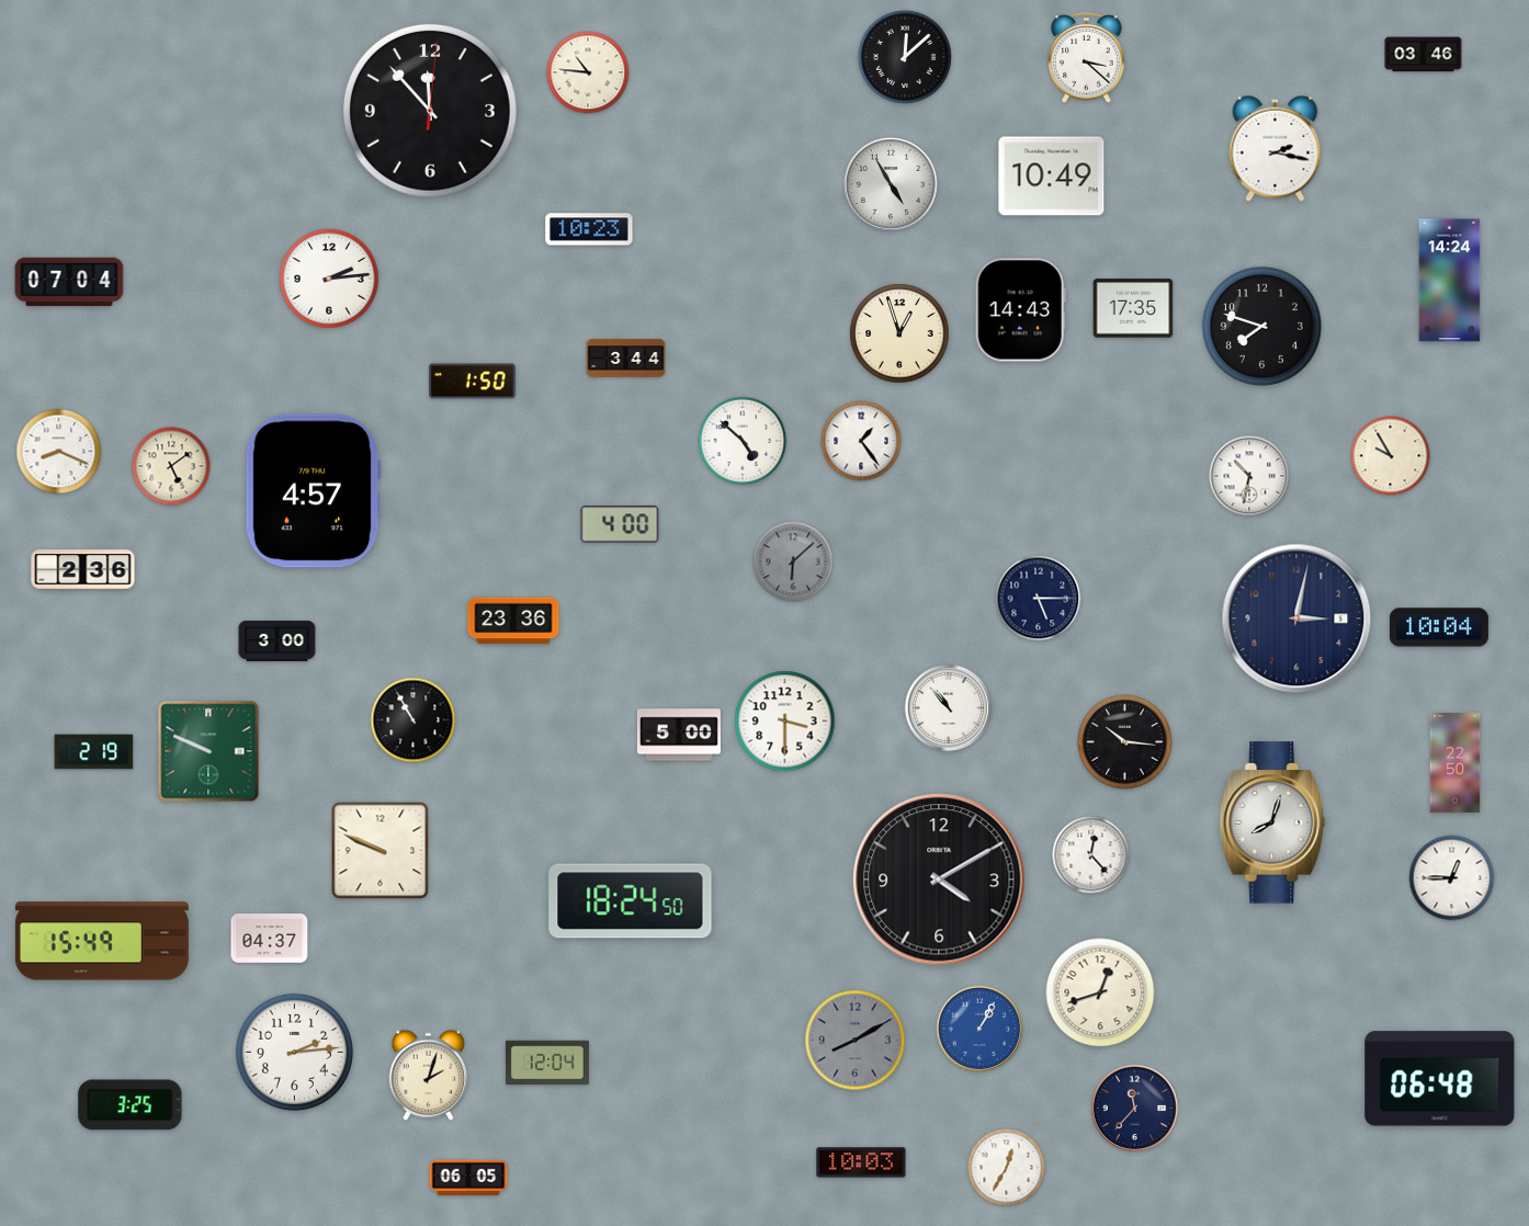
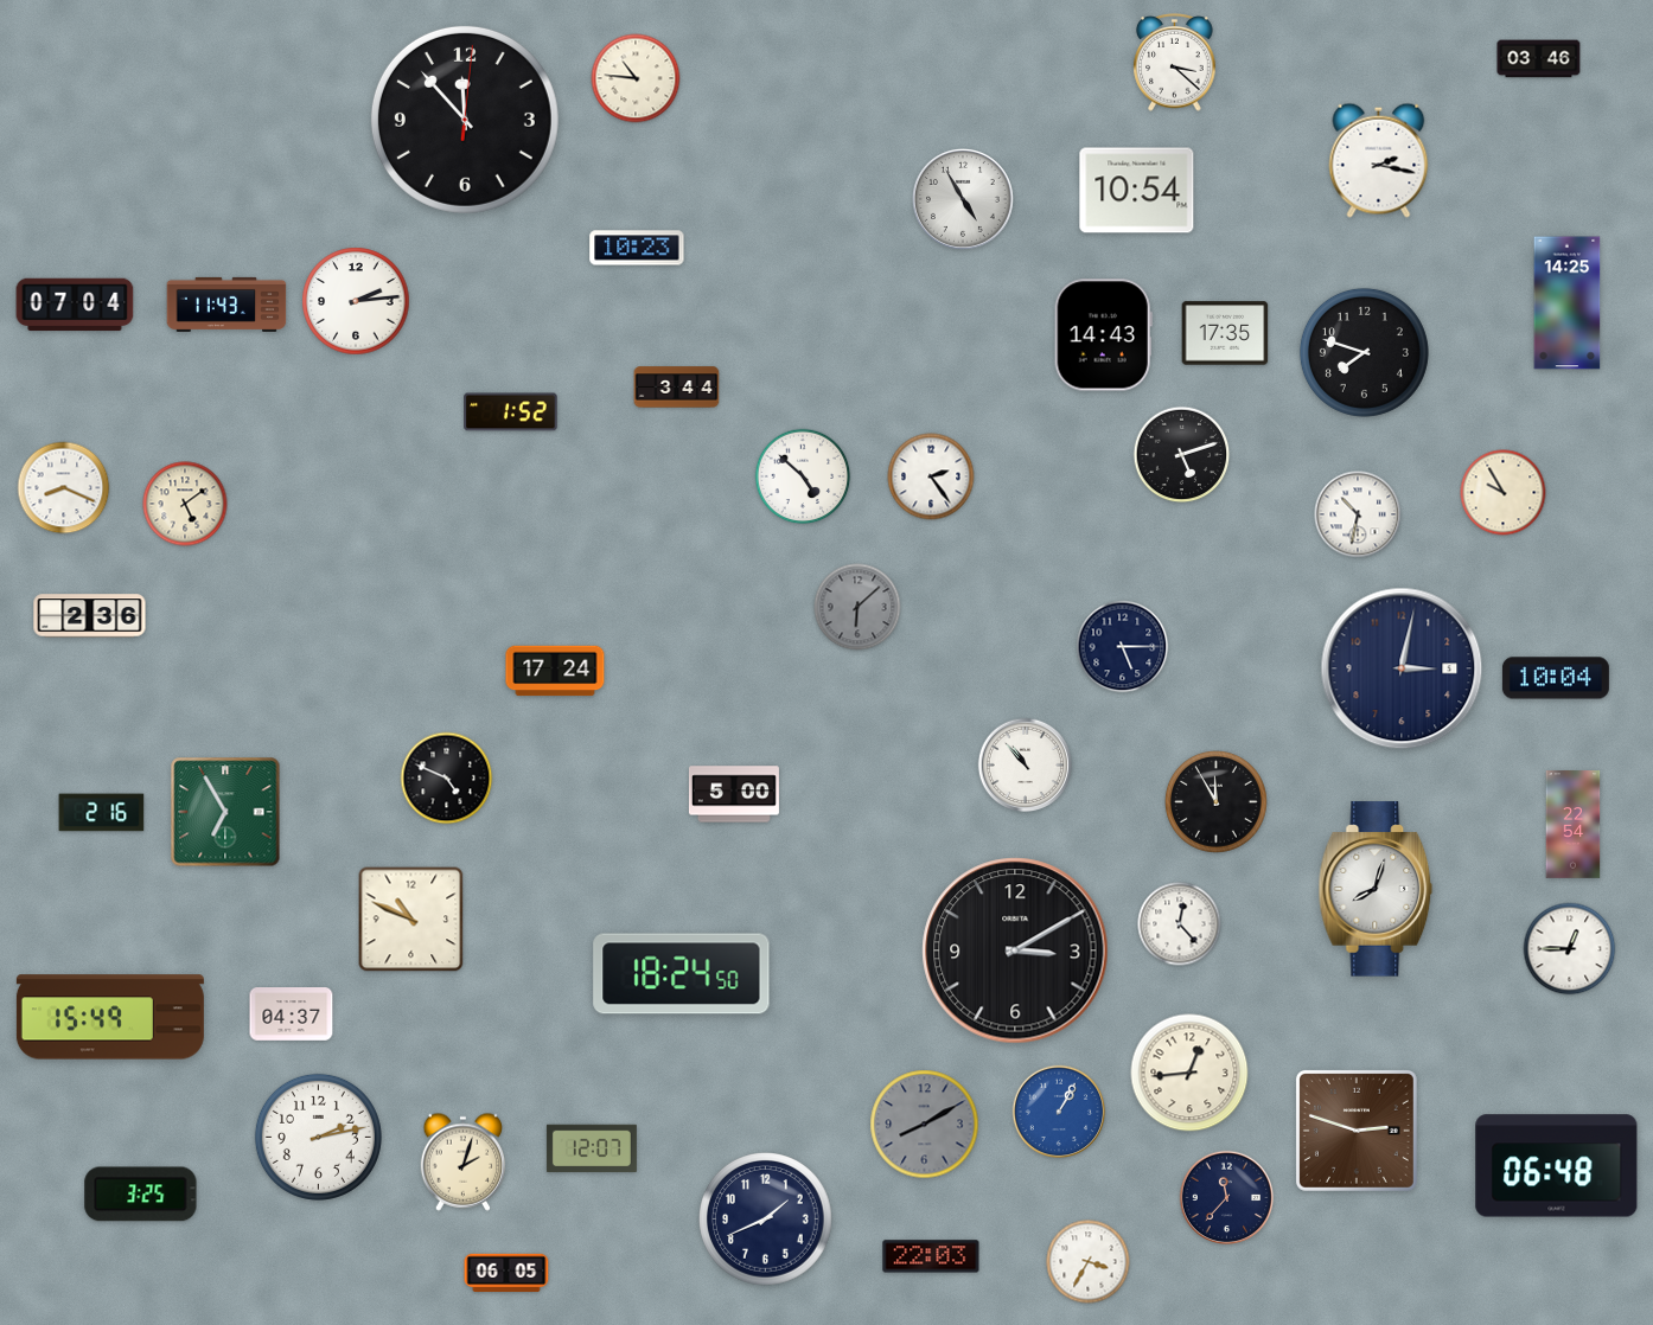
clock at (905, 57): 12:08 -> none
clock at (1052, 177): 10:49 -> 10:54
clock at (1450, 281): 14:24 -> 14:25
clock at (226, 305): none -> 11:43
clock at (899, 333): 12:57 -> none
clock at (473, 382): 1:50 -> 1:52
clock at (1182, 455): none -> 5:12
clock at (861, 441): 1:24 -> 2:24
clock at (1249, 476) position: (1249, 476) -> (1358, 514)
clock at (313, 491): 4:57 -> none
clock at (620, 524): 4:00 -> none
clock at (513, 621): 23:36 -> 17:24
clock at (278, 640): 3:00 -> none
clock at (414, 720): 10:55 -> 4:49
clock at (785, 722): 3:30 -> none
clock at (1124, 741): 10:16 -> 11:55
clock at (208, 751): 9:49 -> 6:55
clock at (94, 752): 2:19 -> 2:16
clock at (1456, 763): 22:50 -> 22:54
clock at (381, 851): 9:49 -> 10:49
clock at (939, 879): 4:10 -> 3:10
clock at (1100, 992): 12:42 -> 12:44
clock at (1357, 1131): none -> 2:48
clock at (294, 1052): 2:14 -> 2:13
clock at (547, 1063): 12:04 -> 12:07
clock at (766, 1220): none -> 1:41
clock at (861, 1162): 10:03 -> 22:03
clock at (1007, 1168): 12:35 -> 3:35
